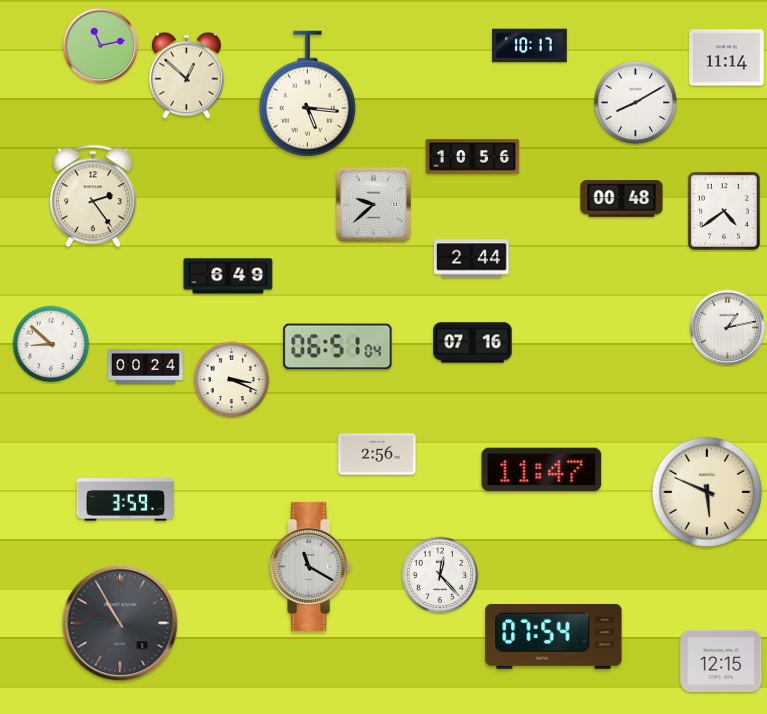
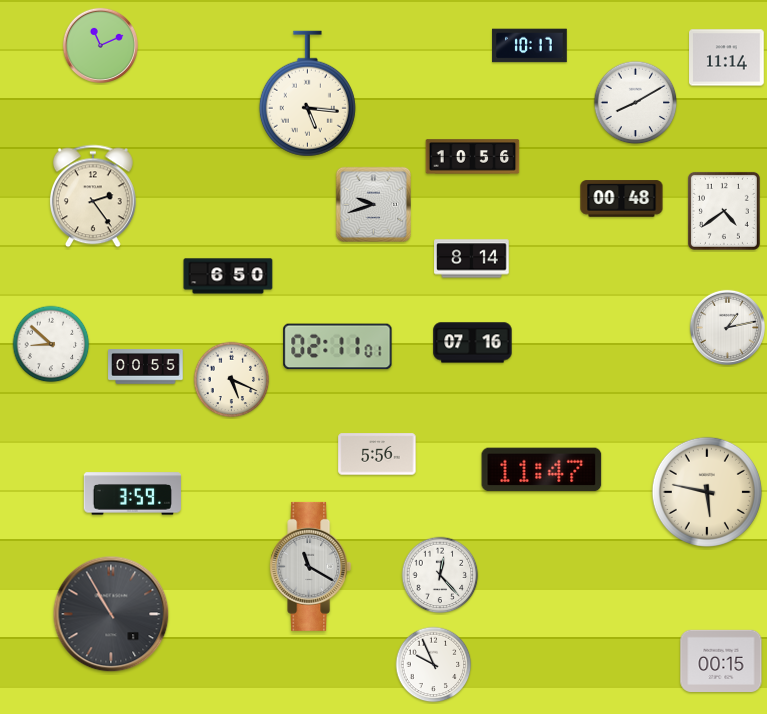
clock at (100, 45): 11:13 -> 11:11
clock at (187, 76): 12:52 -> none
clock at (373, 204): 9:38 -> 9:42
clock at (472, 259): 2:44 -> 8:14
clock at (228, 276): 6:49 -> 6:50
clock at (338, 347): 06:51 -> 02:11
clock at (146, 367): 00:24 -> 00:55
clock at (232, 380): 3:19 -> 5:19
clock at (377, 454): 2:56 -> 5:56
clock at (707, 492): 5:49 -> 5:47
clock at (125, 500) position: (125, 500) -> (132, 494)
clock at (120, 623) position: (120, 623) -> (111, 614)
clock at (554, 636): 07:54 -> none
clock at (721, 660): 12:15 -> 00:15
clock at (434, 665): none -> 9:56
